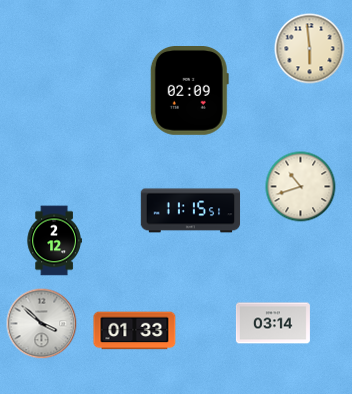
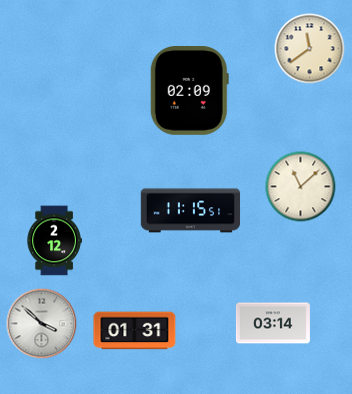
clock at (310, 49): 5:59 -> 11:39
clock at (301, 187): 10:42 -> 11:08
clock at (135, 331): 01:33 -> 01:31
